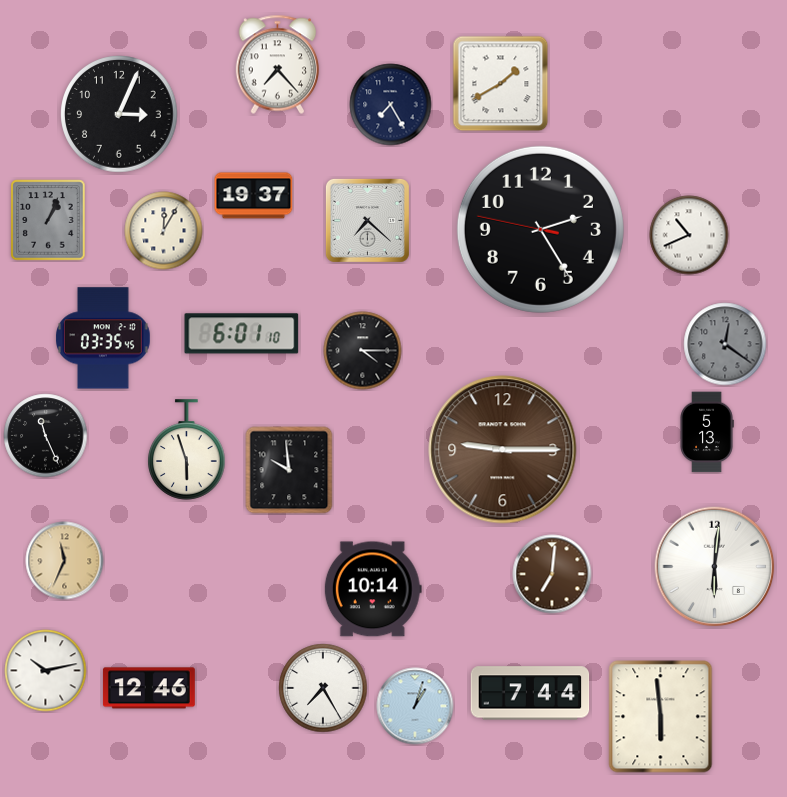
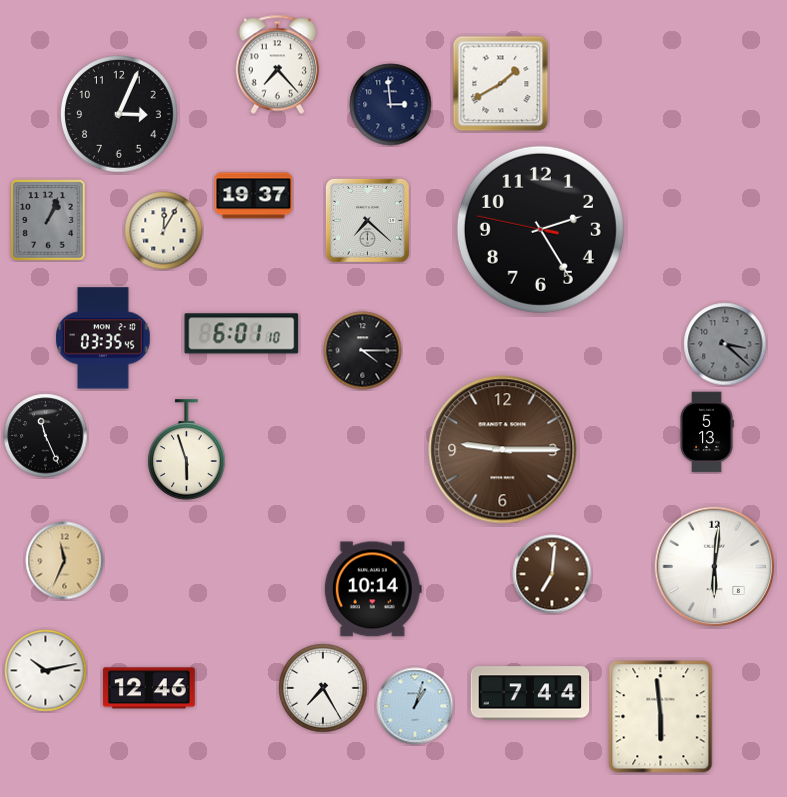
clock at (391, 105): 7:25 -> 2:59
clock at (689, 235): 10:41 -> none
clock at (725, 344): 12:21 -> 3:22
clock at (289, 470): 9:59 -> none
